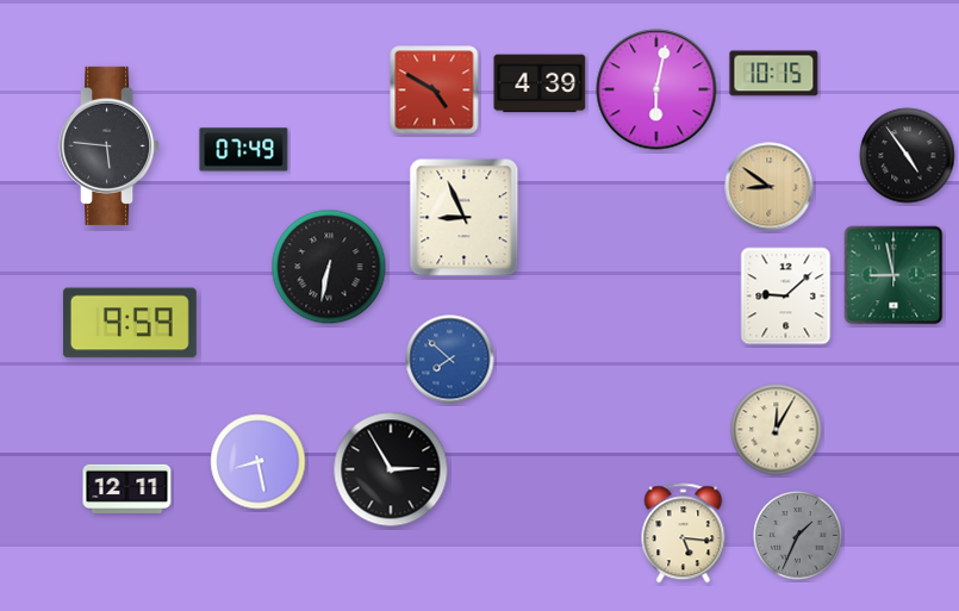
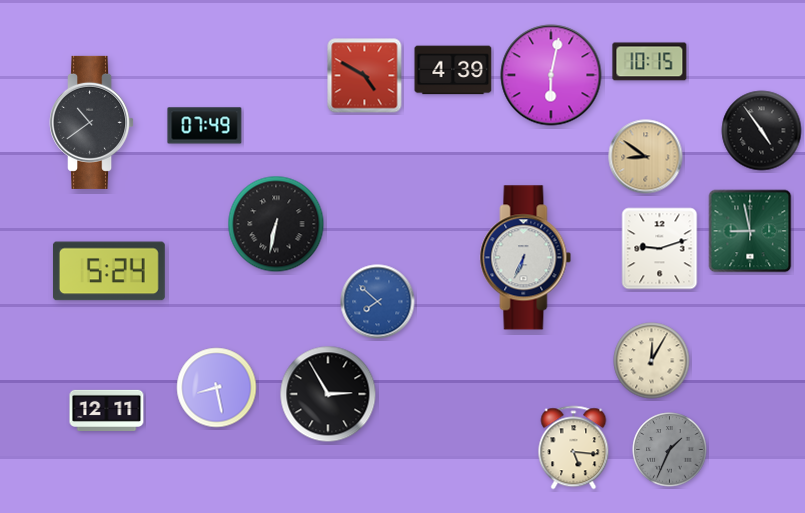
clock at (110, 145): 5:46 -> 10:39
clock at (465, 218): 8:56 -> none
clock at (786, 297): 9:08 -> 9:12
clock at (526, 258): none -> 6:34
clock at (130, 323): 9:59 -> 5:24
